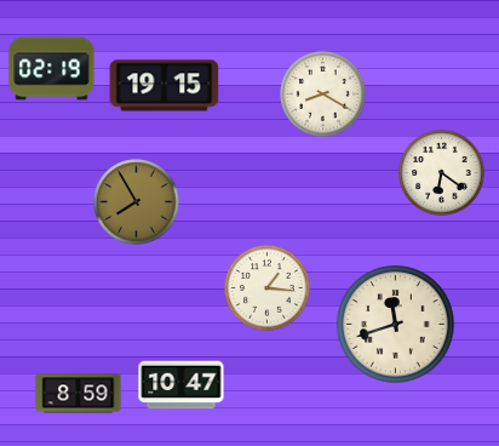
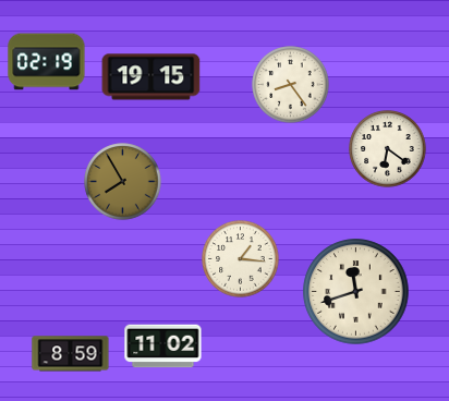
clock at (165, 86) position: (165, 86) -> (151, 77)
clock at (323, 95): 8:20 -> 8:24
clock at (442, 173) position: (442, 173) -> (388, 149)
clock at (182, 385): 10:47 -> 11:02
